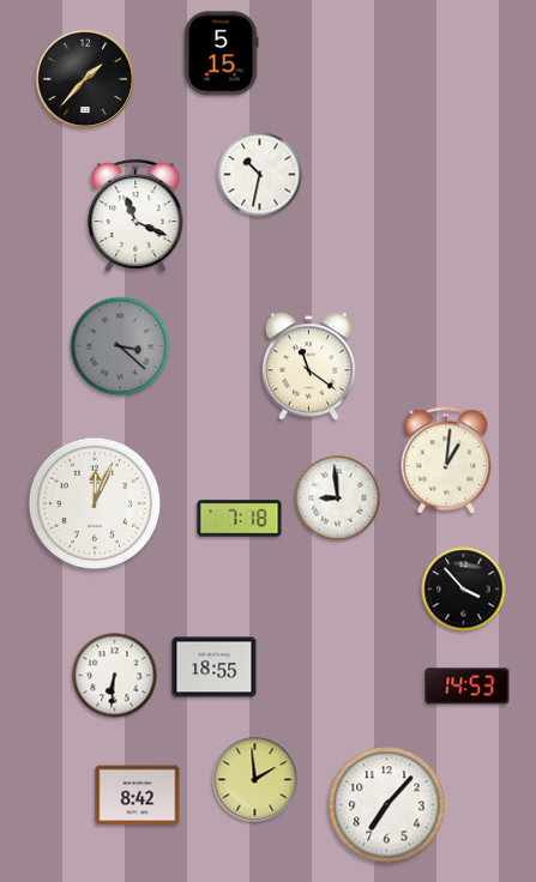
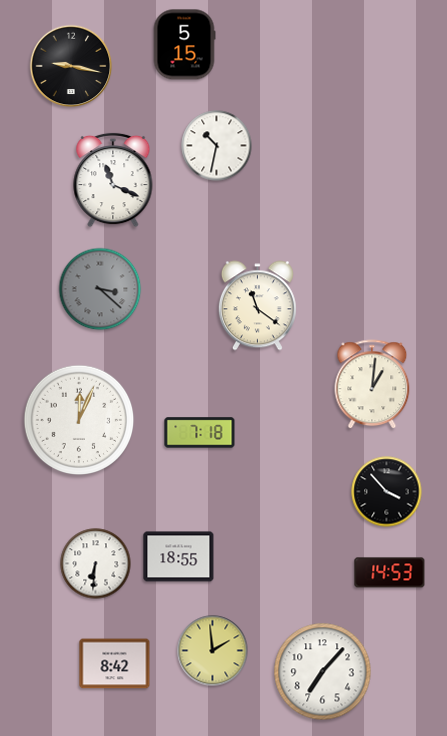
clock at (85, 79): 1:37 -> 9:17
clock at (338, 499): 8:59 -> none
